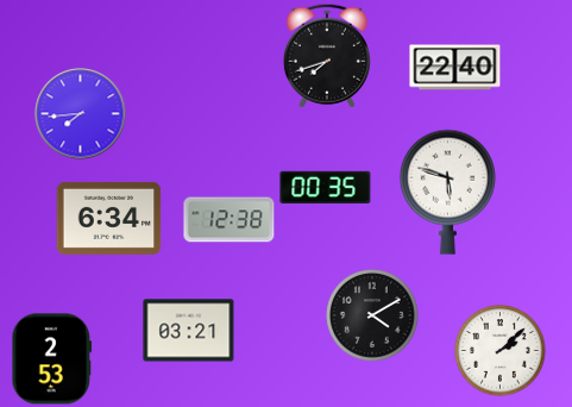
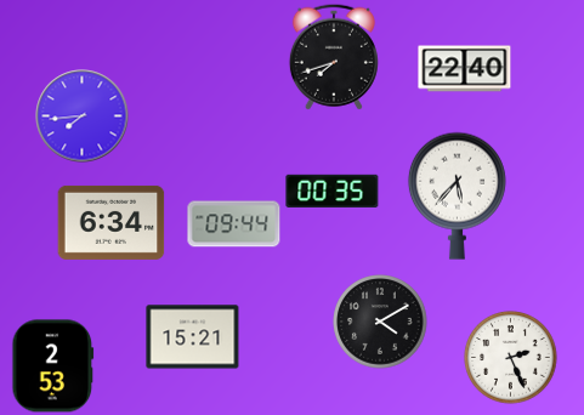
clock at (447, 192): 5:48 -> 5:37
clock at (230, 220): 12:38 -> 09:44
clock at (189, 331): 03:21 -> 15:21
clock at (501, 351): 2:08 -> 2:26
